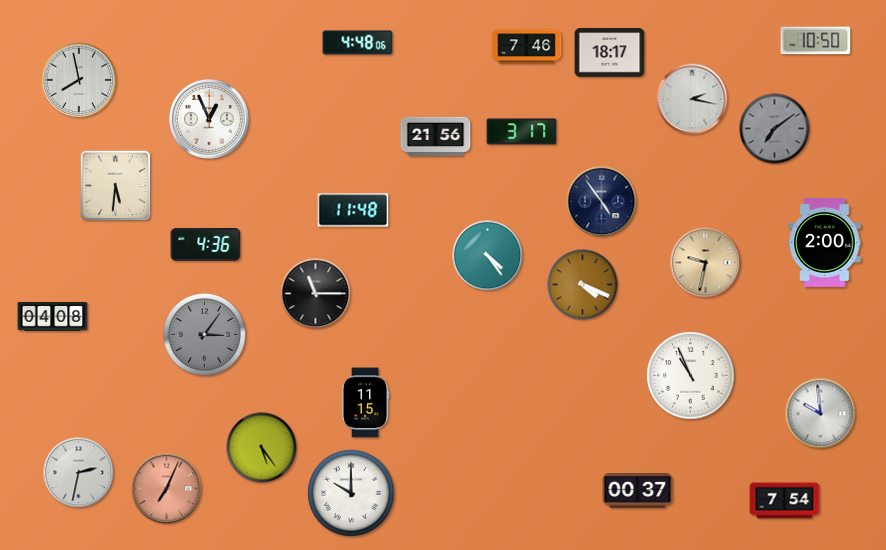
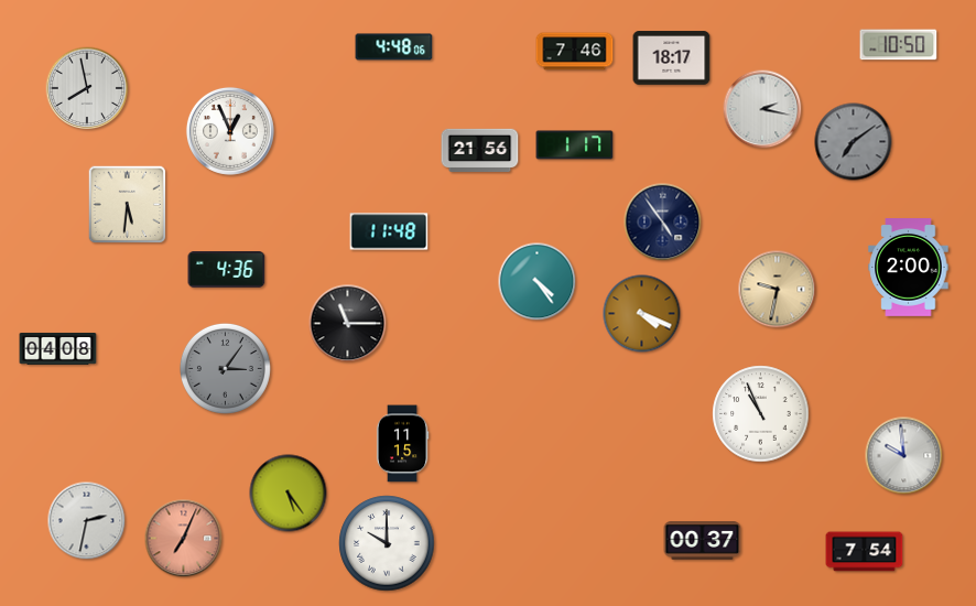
clock at (527, 47) position: (527, 47) -> (575, 52)
clock at (522, 132): 3:17 -> 1:17
